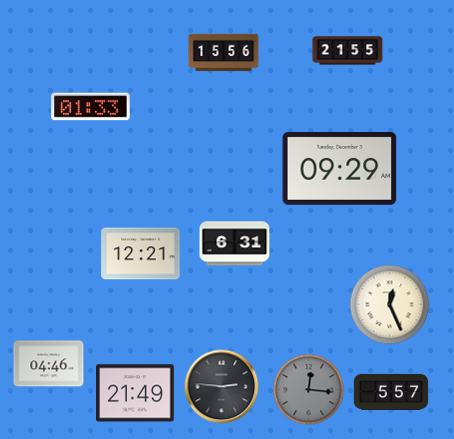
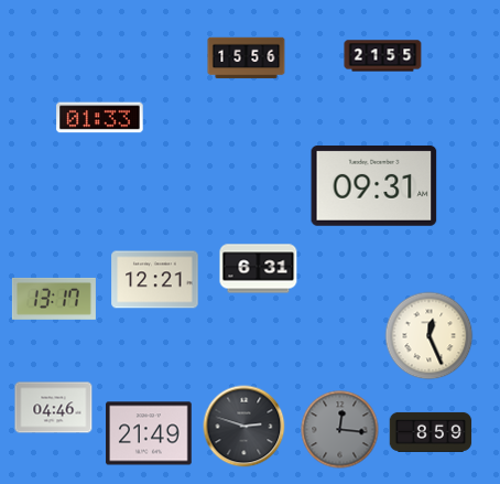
clock at (340, 169): 09:29 -> 09:31
clock at (54, 299): none -> 13:17
clock at (49, 364) position: (49, 364) -> (54, 408)
clock at (222, 387): 2:46 -> 2:48
clock at (391, 392): 5:57 -> 8:59
